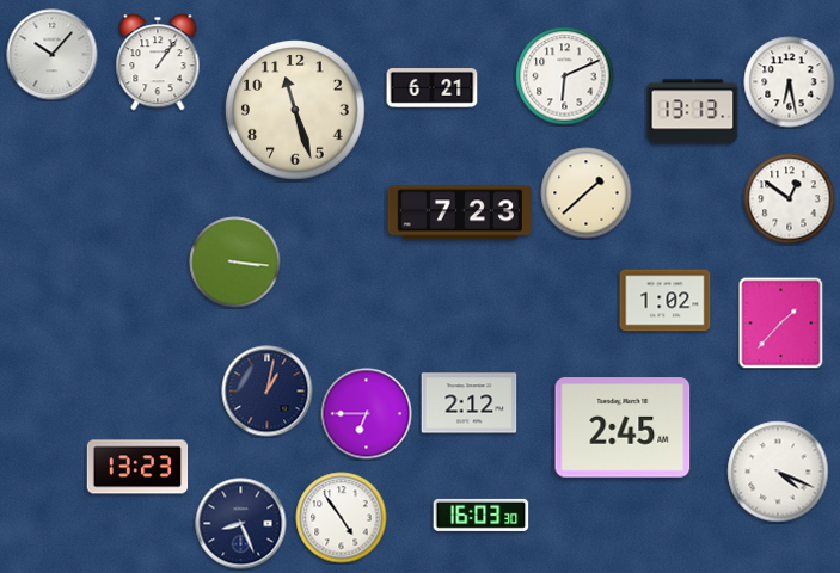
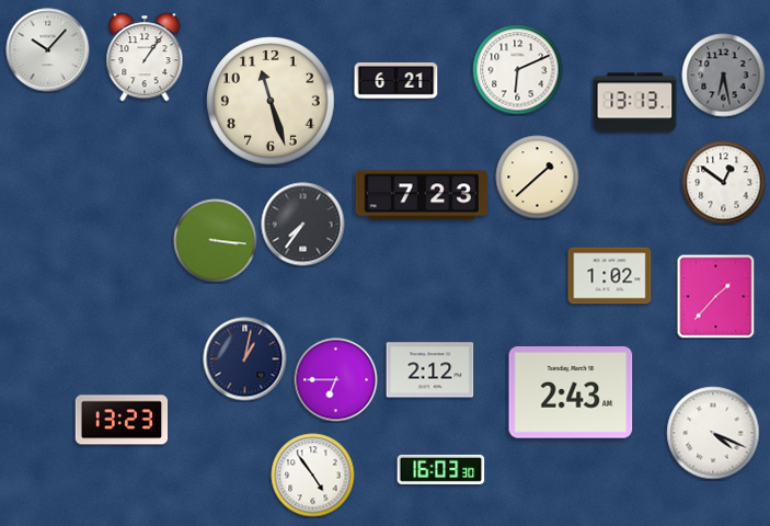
clock at (790, 82) dial: white -> grey
clock at (303, 225): none -> 7:36
clock at (623, 427): 2:45 -> 2:43
clock at (137, 467) position: (137, 467) -> (122, 420)
clock at (482, 515) position: (482, 515) -> (441, 469)
clock at (241, 524): 8:26 -> none
